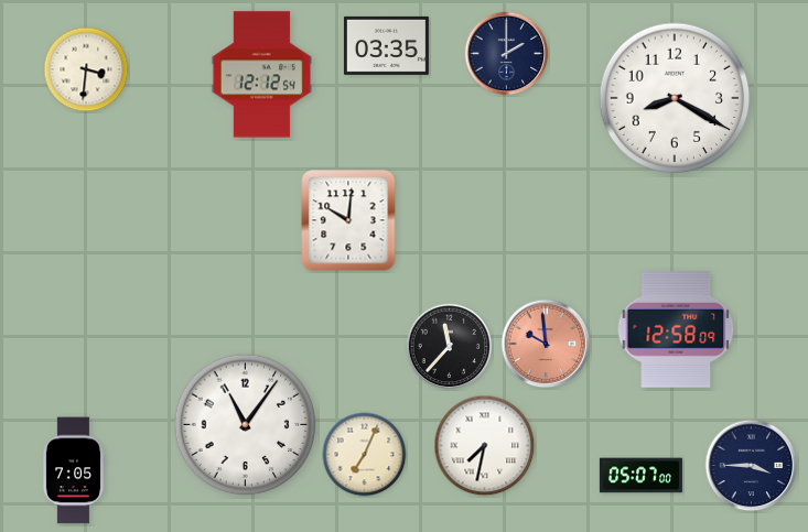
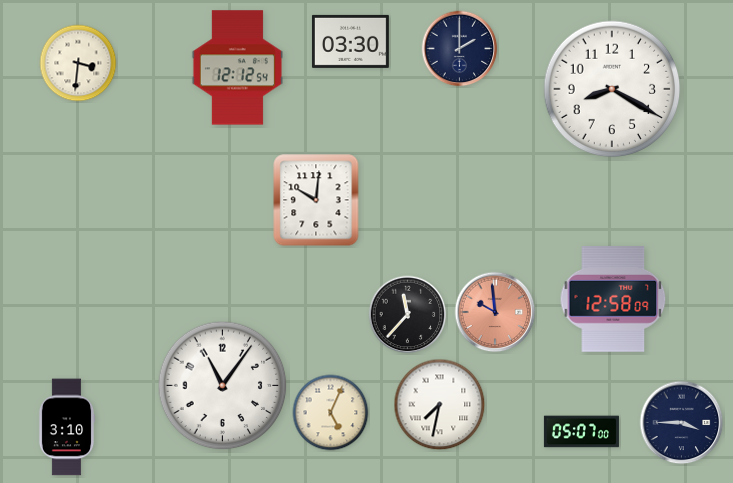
clock at (386, 45): 03:35 -> 03:30
clock at (365, 455): 7:04 -> 5:04
clock at (74, 470): 7:05 -> 3:10
